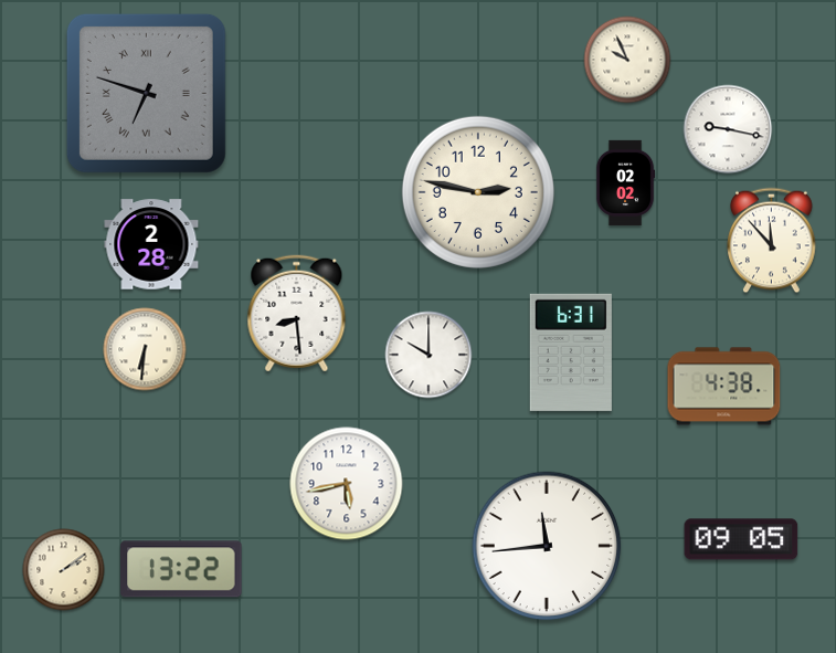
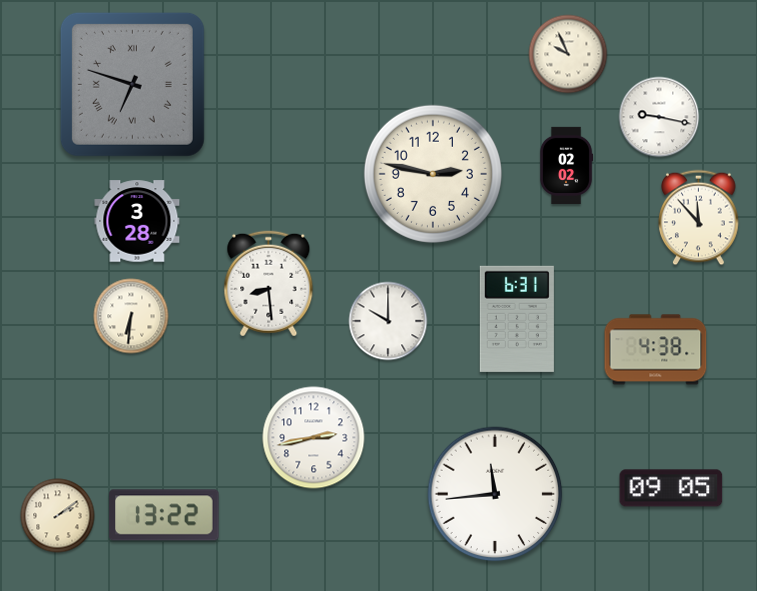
clock at (151, 244): 2:28 -> 3:28
clock at (347, 484): 5:43 -> 2:43
